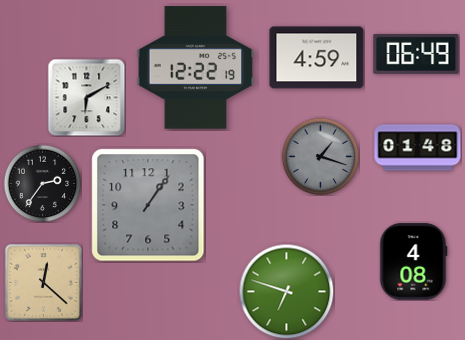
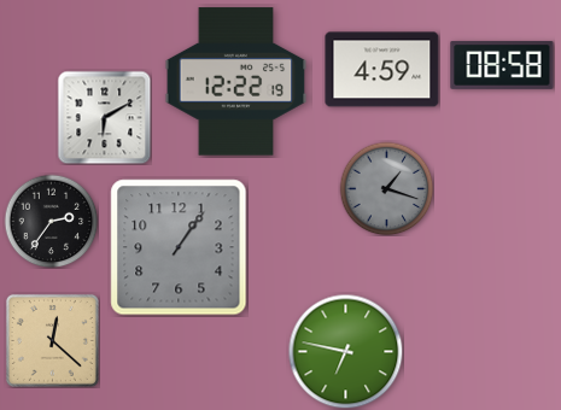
clock at (416, 54): 06:49 -> 08:58
clock at (418, 148): 01:48 -> none
clock at (414, 262): 4:08 -> none
clock at (286, 291): 6:48 -> 6:47
